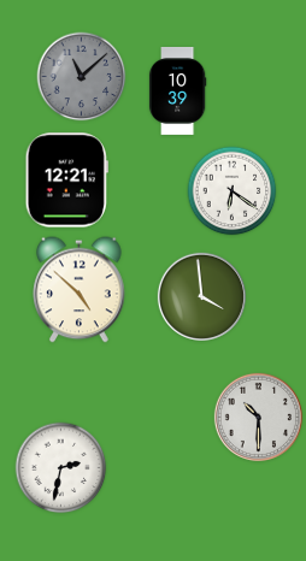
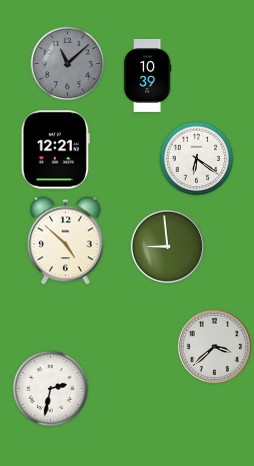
clock at (233, 191) position: (233, 191) -> (197, 159)
clock at (201, 296): 3:59 -> 8:59
clock at (258, 417): 10:30 -> 3:38
